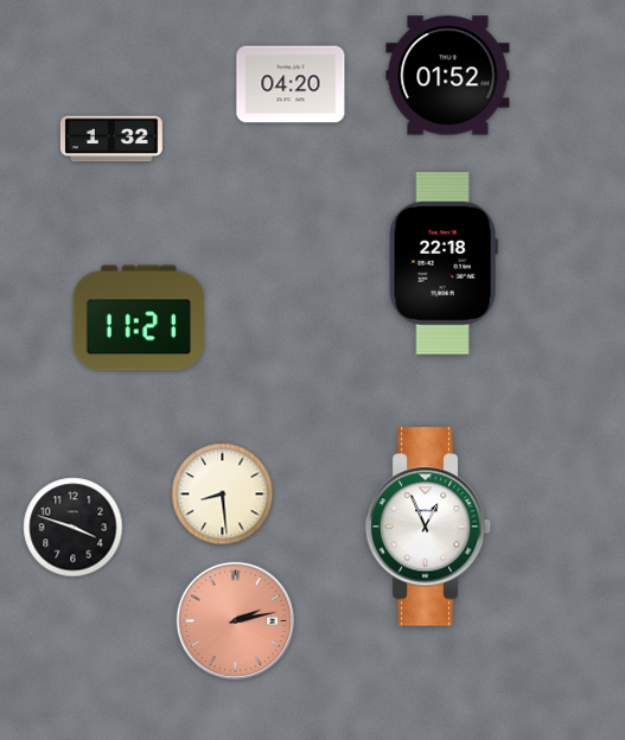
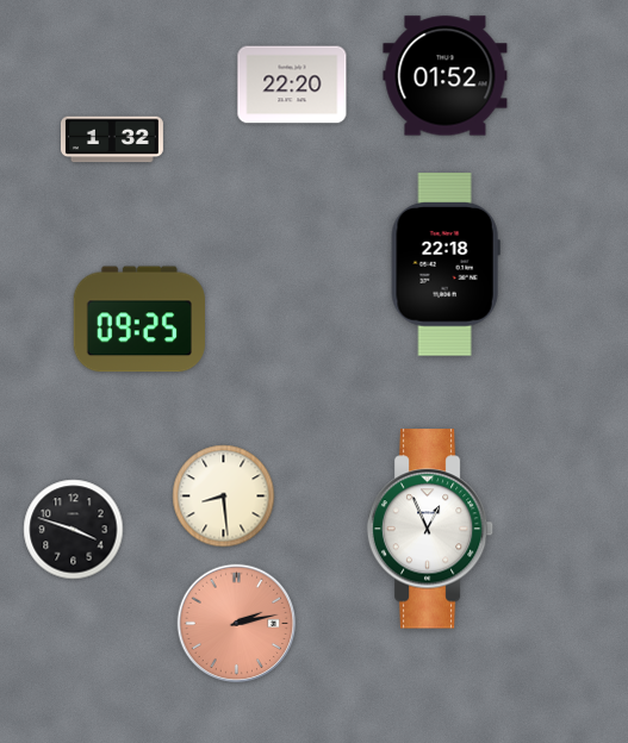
clock at (448, 76) position: (448, 76) -> (446, 76)
clock at (291, 84): 04:20 -> 22:20
clock at (139, 318): 11:21 -> 09:25
